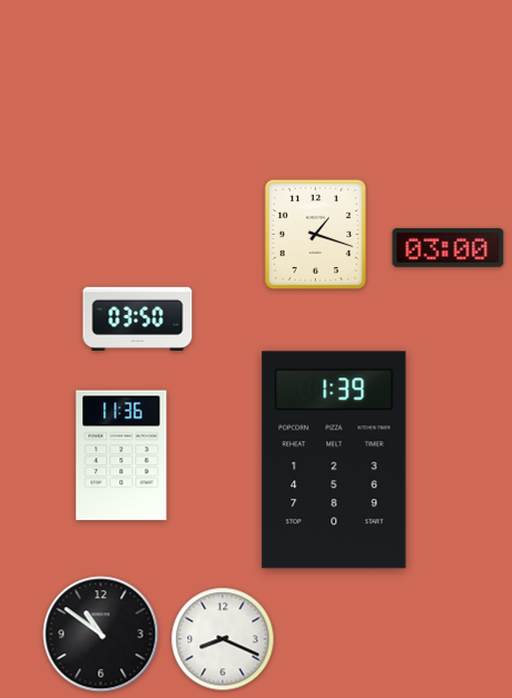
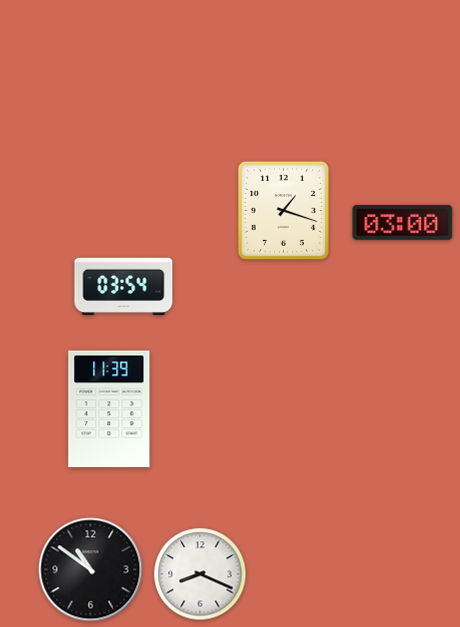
clock at (138, 318): 03:50 -> 03:54
clock at (121, 455): 11:36 -> 11:39
clock at (334, 460): 1:39 -> none
